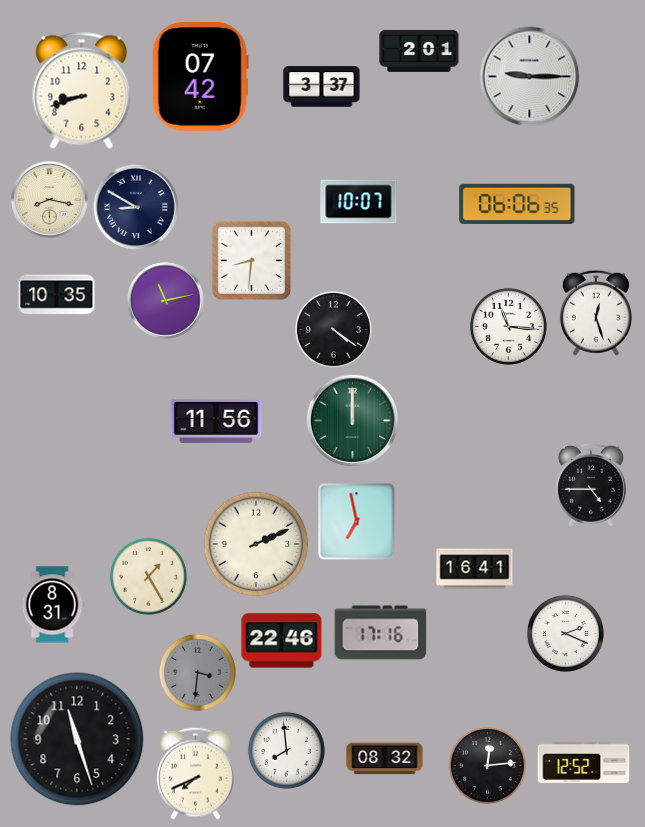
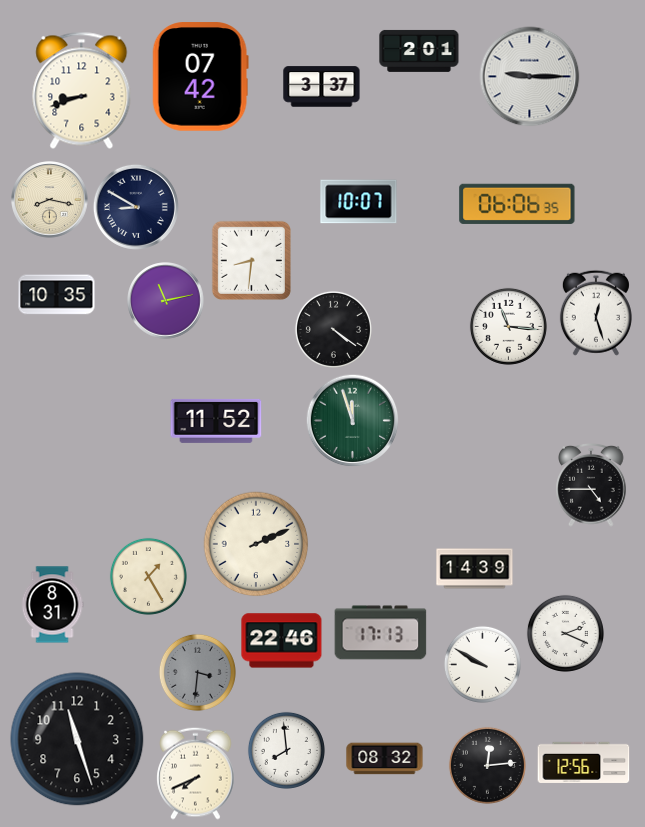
clock at (352, 420): 12:00 -> 11:57
clock at (216, 421): 11:56 -> 11:52
clock at (357, 522): 6:58 -> none
clock at (475, 569): 16:41 -> 14:39
clock at (381, 633): 17:16 -> 17:13
clock at (482, 664): none -> 9:50
clock at (584, 762): 12:52 -> 12:56
